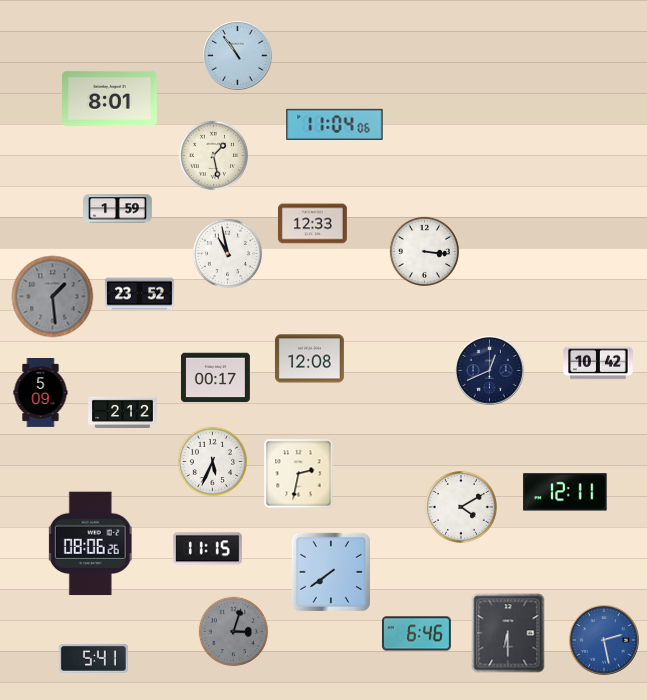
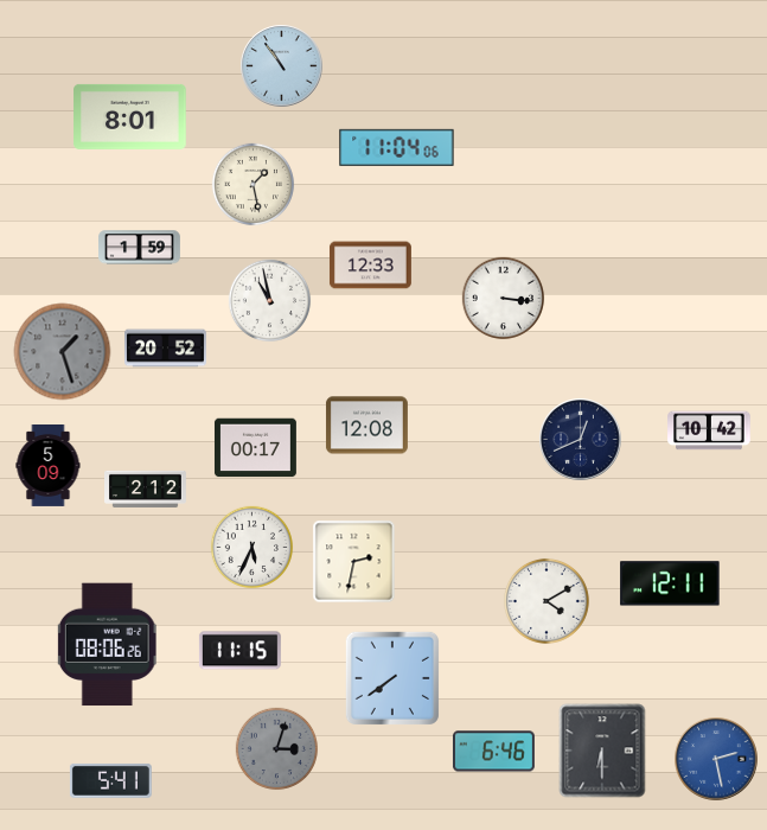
clock at (140, 294): 23:52 -> 20:52
clock at (53, 297): 1:29 -> 1:27
clock at (207, 549) position: (207, 549) -> (239, 651)
